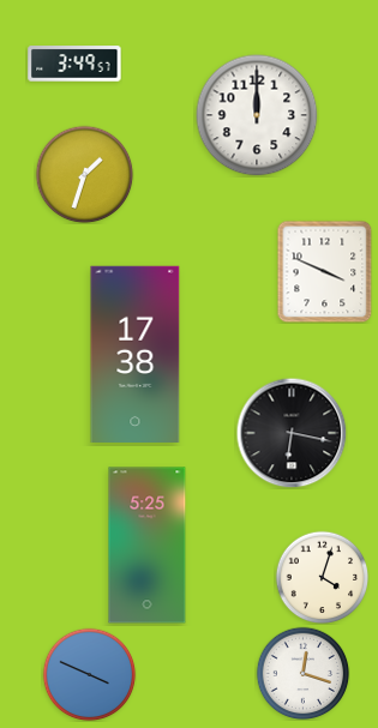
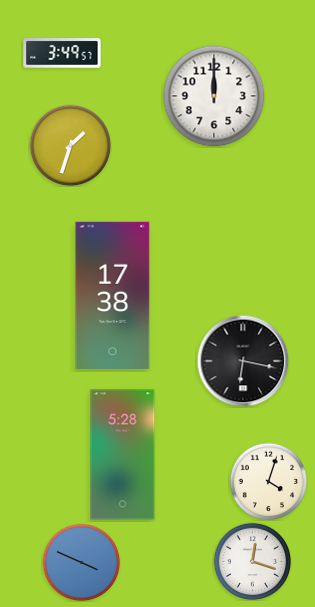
clock at (325, 271): 3:49 -> none
clock at (148, 546): 5:25 -> 5:28
clock at (89, 674) position: (89, 674) -> (81, 562)
